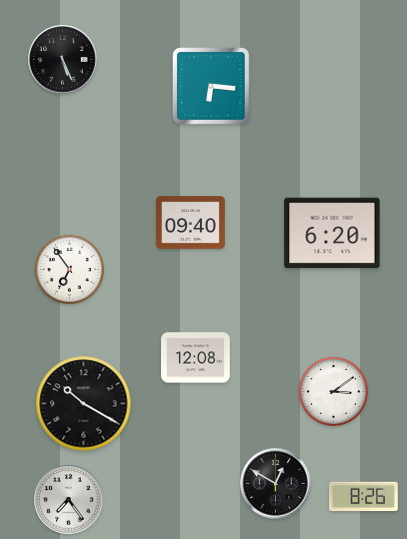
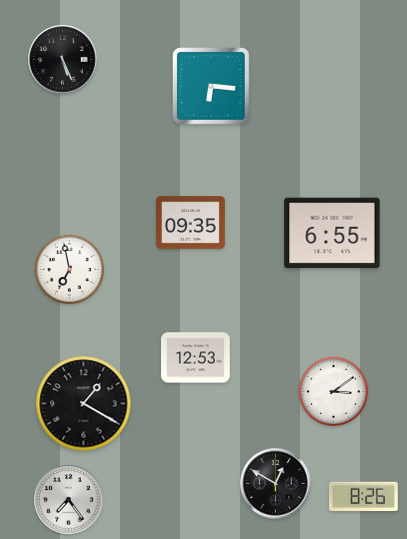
clock at (191, 223): 09:40 -> 09:35
clock at (332, 233): 6:20 -> 6:55
clock at (69, 269): 6:54 -> 6:58
clock at (196, 358): 12:08 -> 12:53
clock at (84, 404): 10:20 -> 1:20
